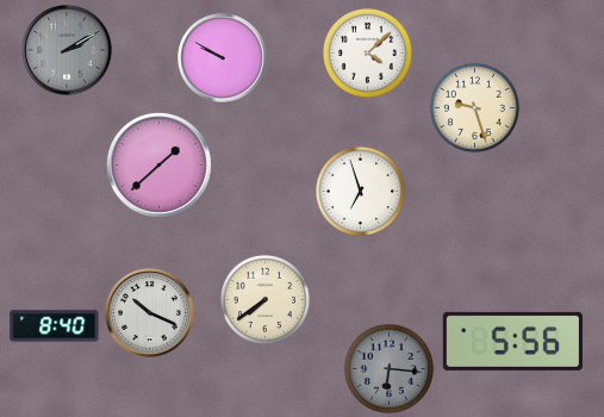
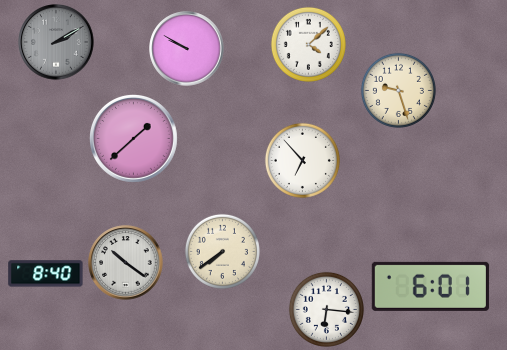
clock at (360, 191): 6:57 -> 6:53
clock at (150, 313): 10:19 -> 10:21
clock at (512, 341): 5:56 -> 6:01
clock at (388, 368) dial: grey -> white
